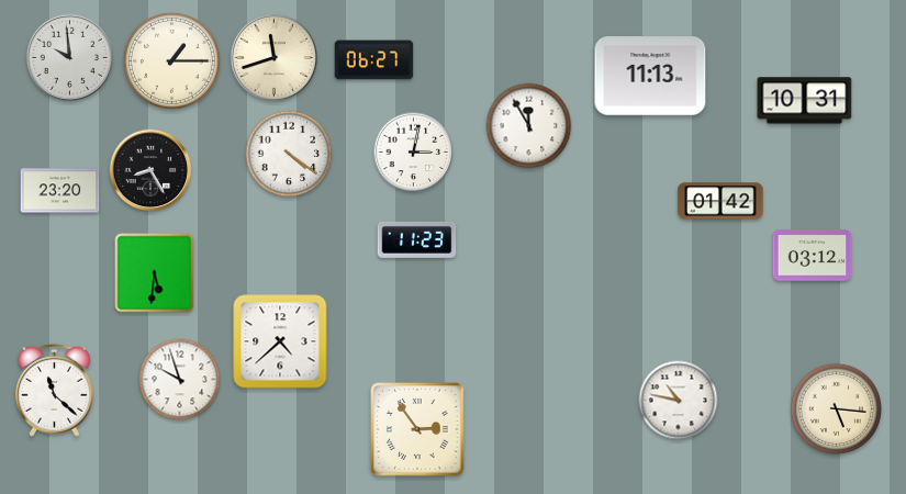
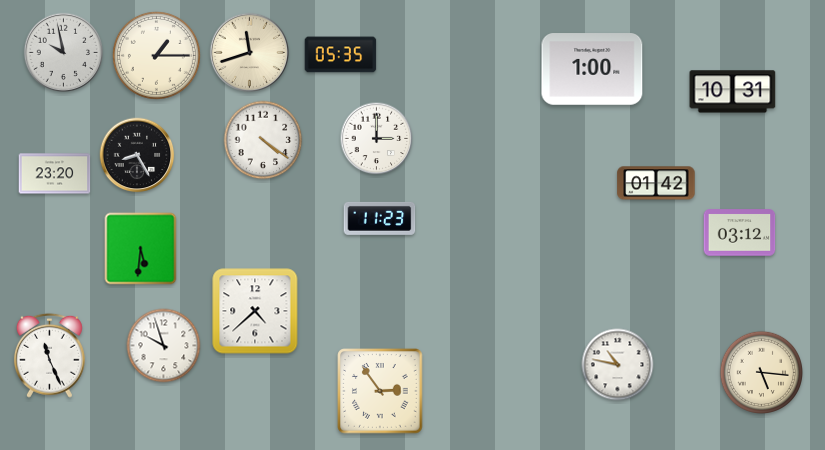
clock at (69, 57): 9:59 -> 9:58
clock at (374, 60): 06:27 -> 05:35
clock at (650, 76): 11:13 -> 1:00
clock at (529, 126): 11:55 -> none
clock at (414, 153): 3:02 -> 3:00
clock at (54, 390): 11:22 -> 11:26
